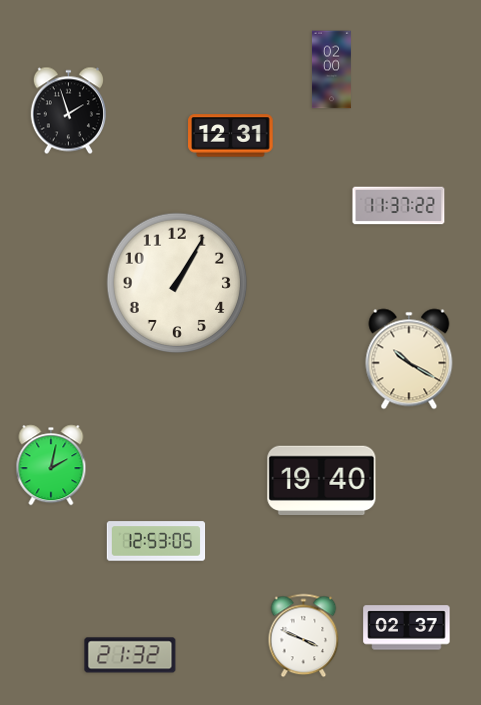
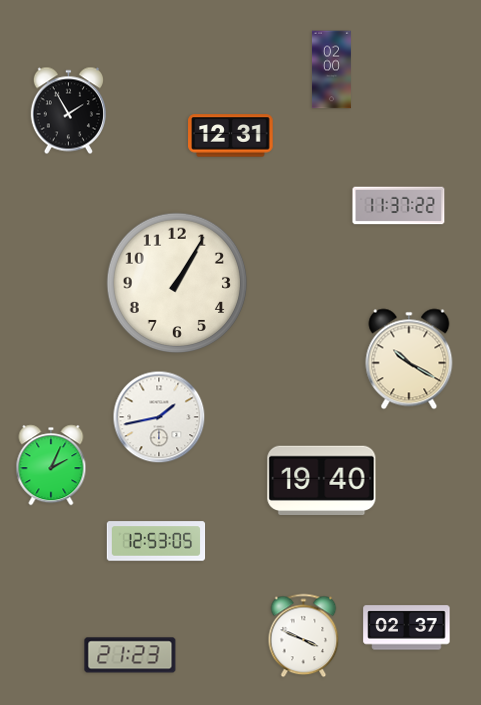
clock at (68, 111): 1:57 -> 1:55
clock at (159, 417): none -> 1:43
clock at (51, 465): 2:02 -> 2:04
clock at (130, 655): 21:32 -> 21:23
